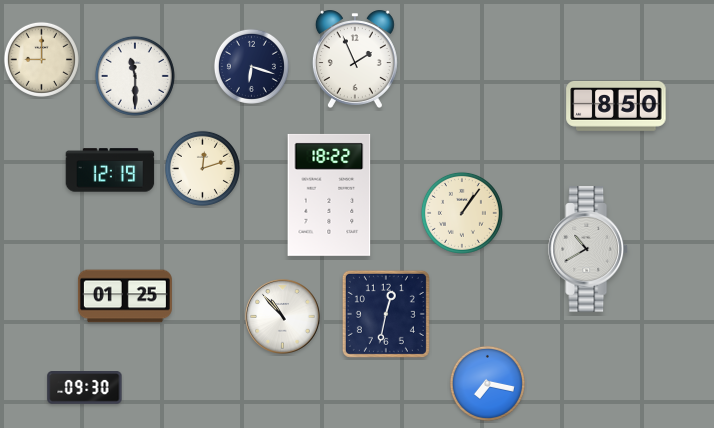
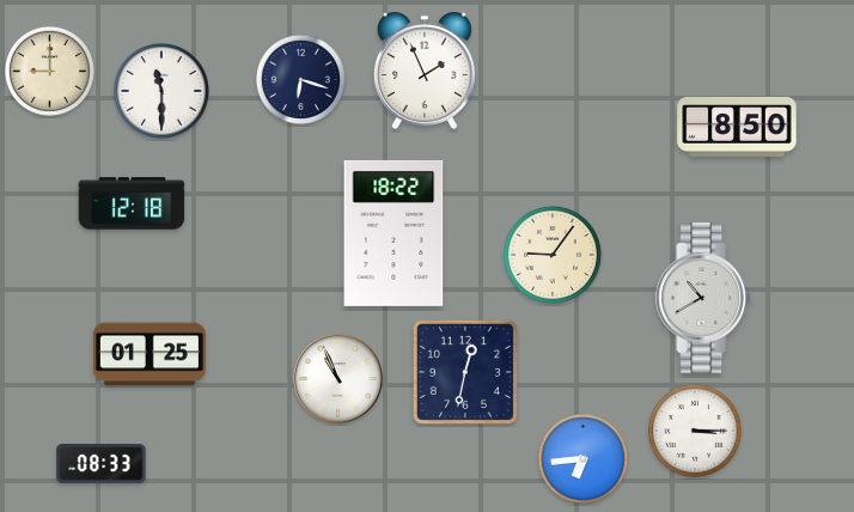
clock at (202, 168): 12:12 -> none
clock at (110, 170): 12:19 -> 12:18
clock at (462, 213): 1:06 -> 9:06
clock at (386, 314) position: (386, 314) -> (465, 372)
clock at (283, 317): 10:53 -> 10:56
clock at (695, 431): none -> 3:15
clock at (487, 383): 7:17 -> 6:44
clock at (85, 388): 09:30 -> 08:33
